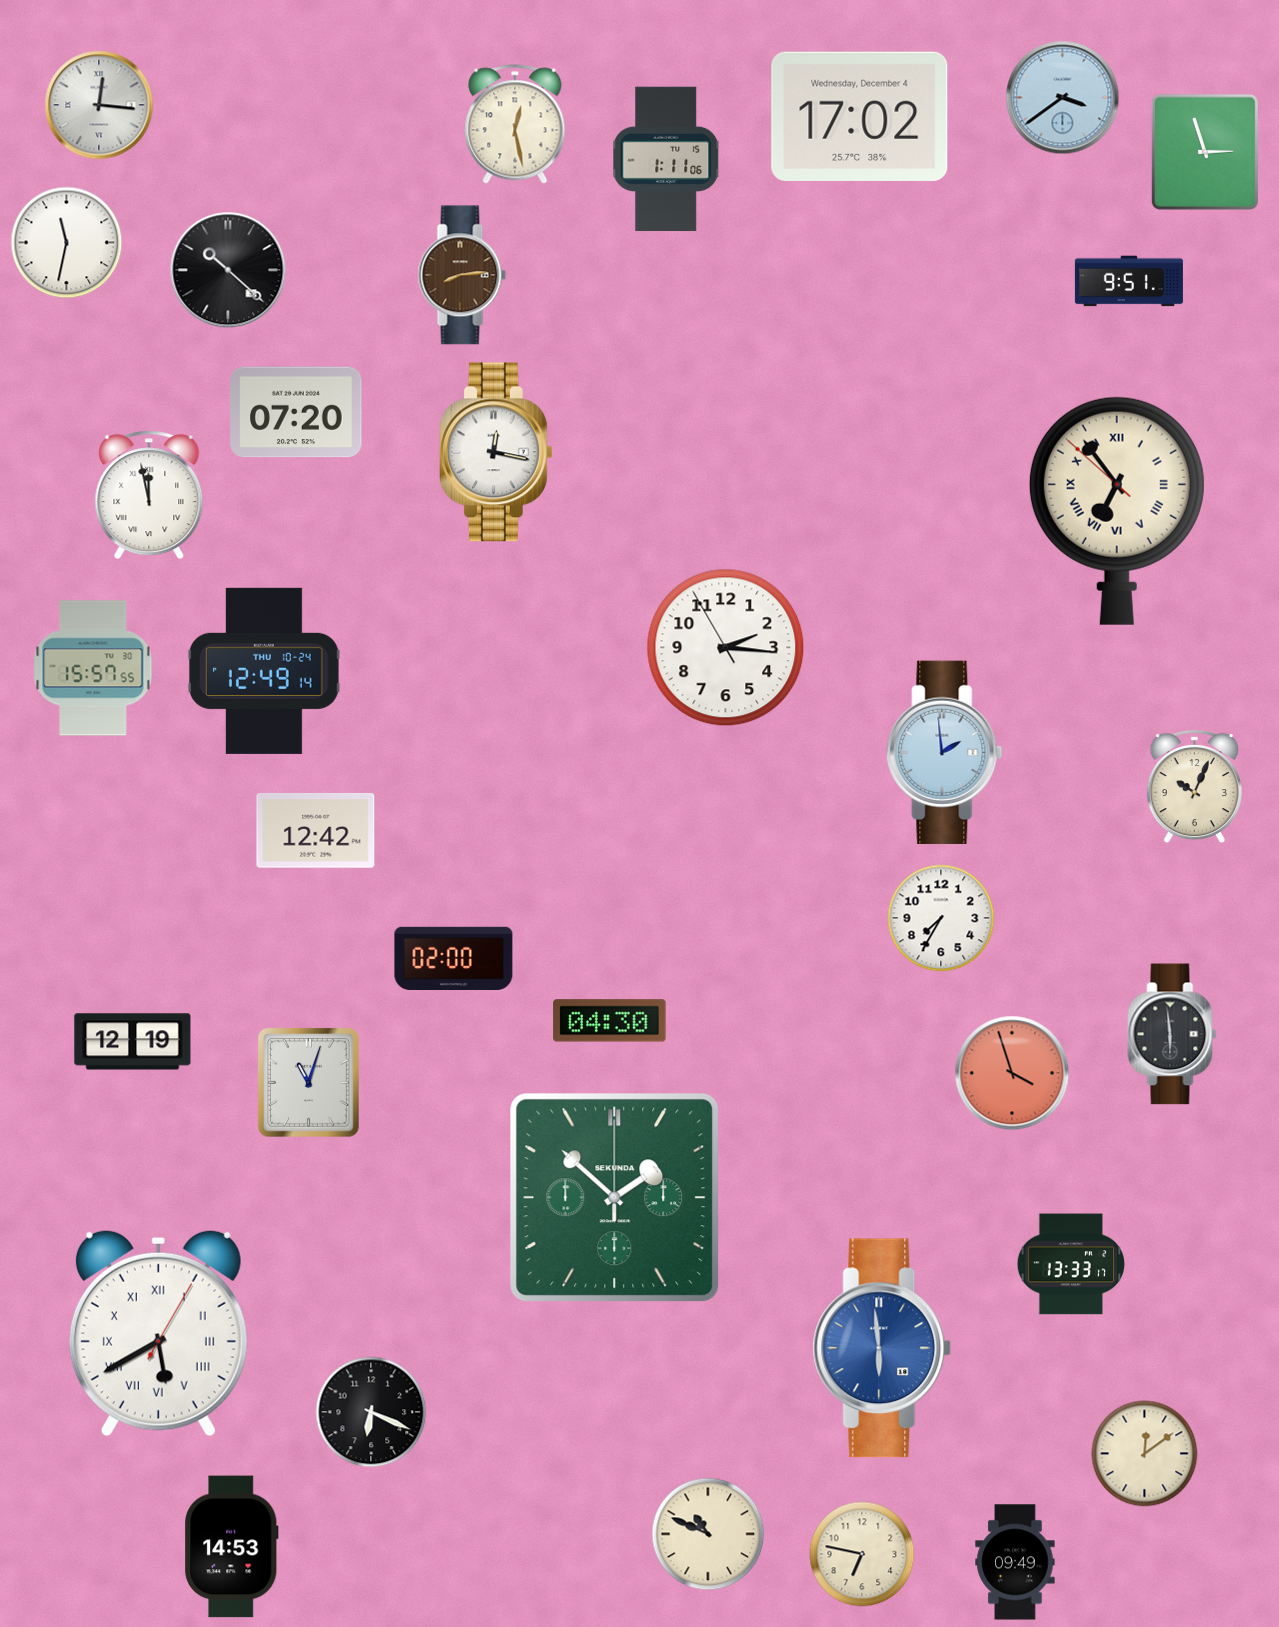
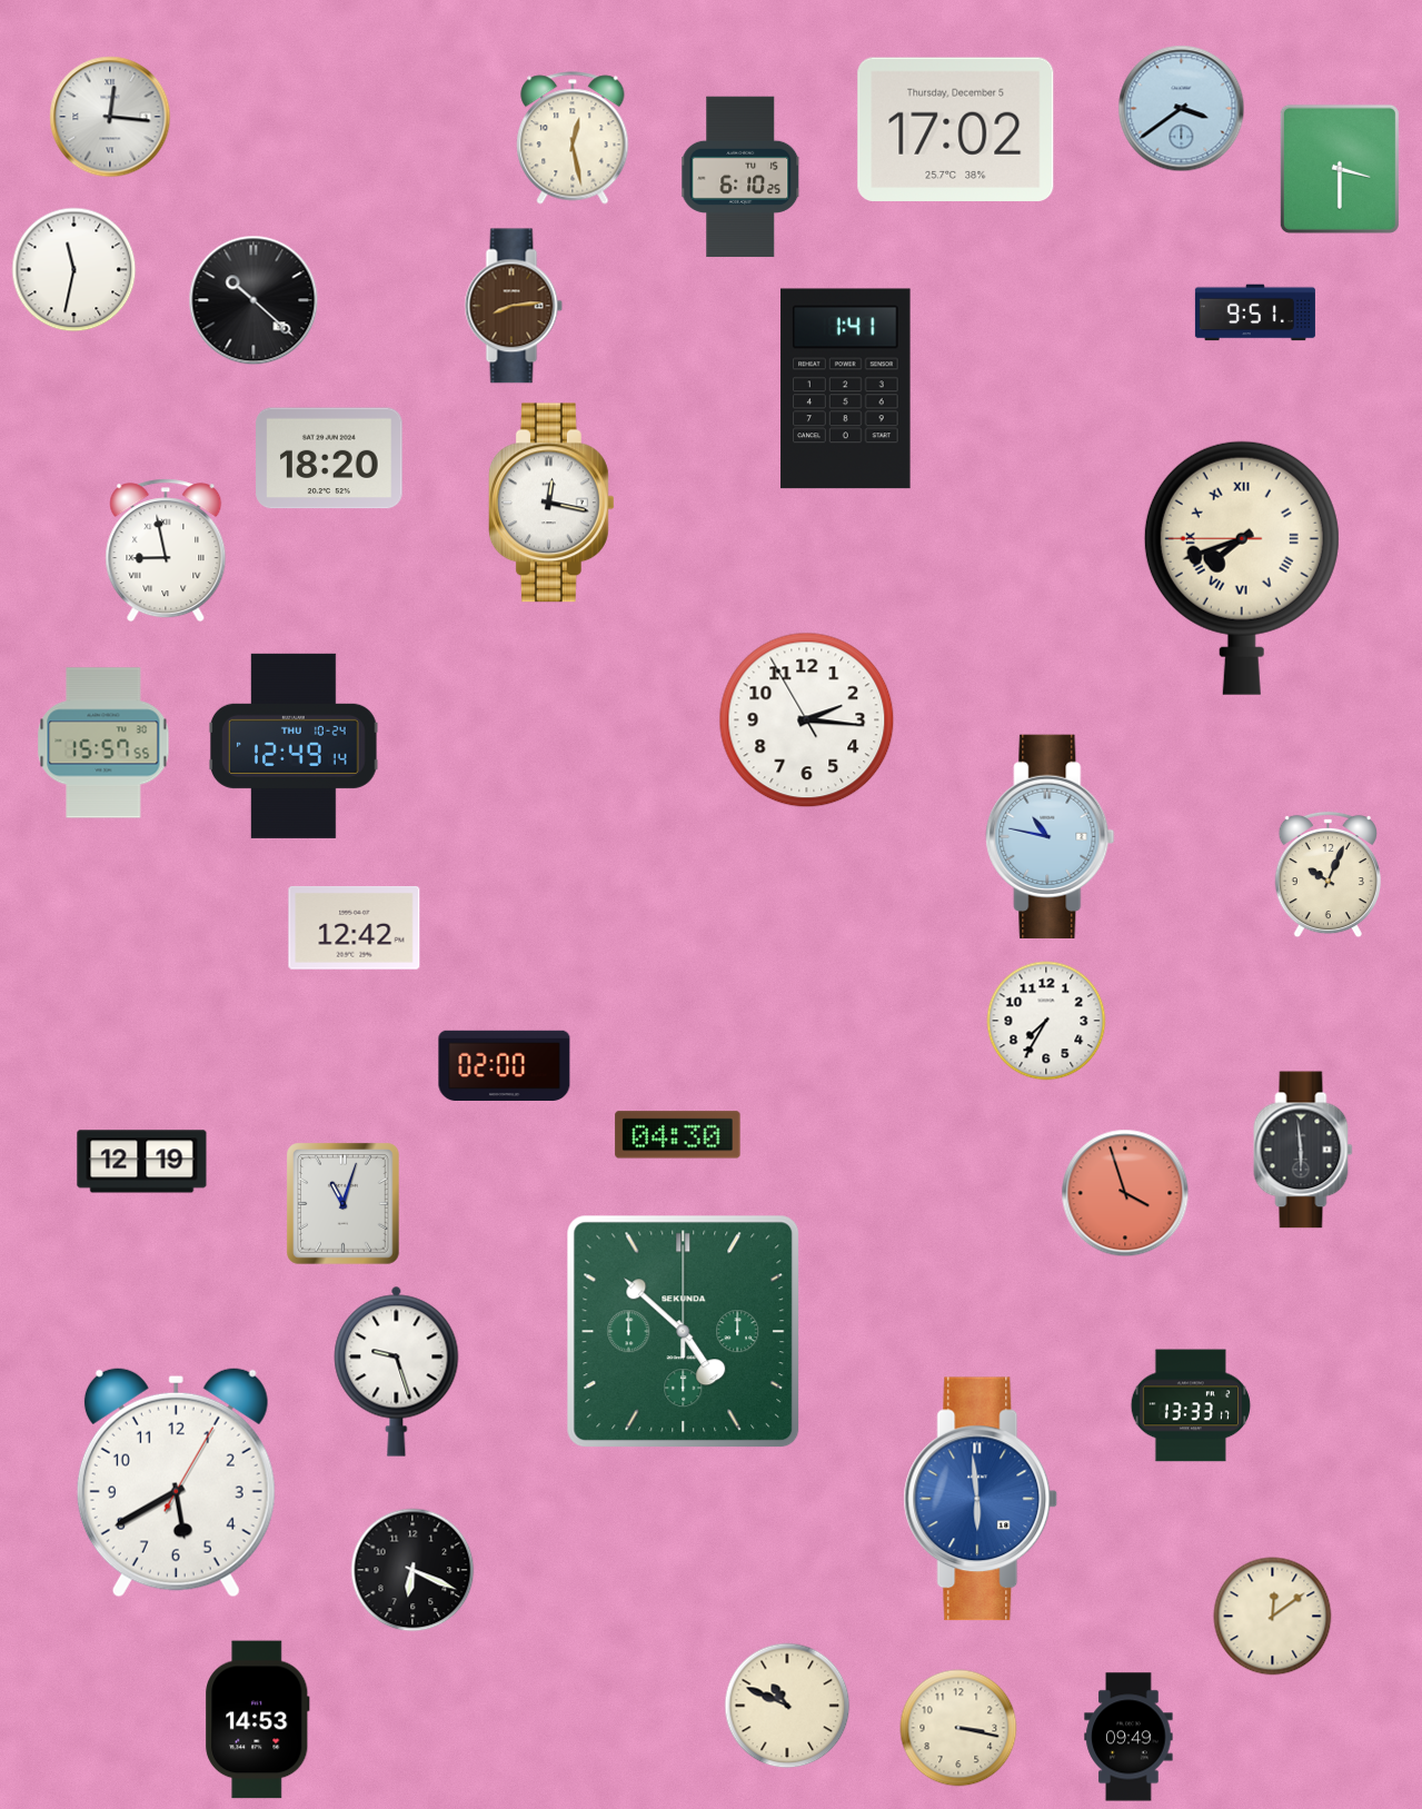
clock at (860, 116) date: Wednesday, December 4 -> Thursday, December 5
clock at (1205, 152): 2:57 -> 3:30
clock at (666, 159): 1:11 -> 6:10
clock at (846, 389): none -> 1:41
clock at (296, 412): 07:20 -> 18:20
clock at (149, 495): 11:58 -> 8:58
clock at (1117, 511): 6:53 -> 7:41
clock at (945, 752): 1:59 -> 10:47
clock at (316, 830) position: (316, 830) -> (355, 927)
clock at (133, 1042) position: (133, 1042) -> (142, 1162)
clock at (615, 1198): 1:52 -> 4:52
clock at (397, 1371): none -> 9:27
clock at (158, 1333) numerals: Roman -> Arabic
clock at (862, 1554): 6:47 -> 3:17
